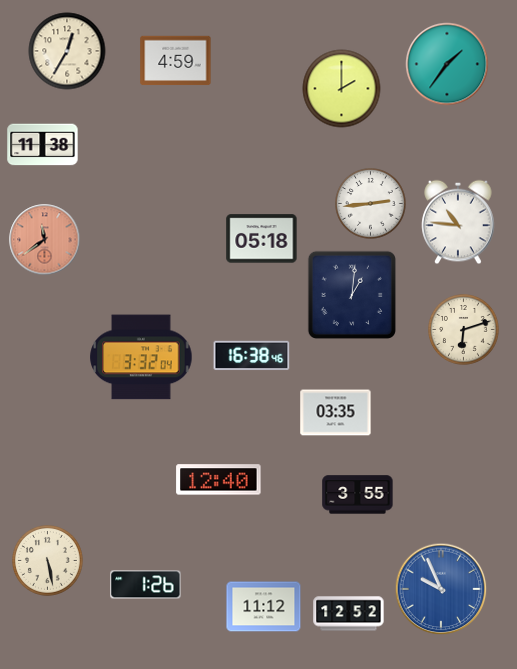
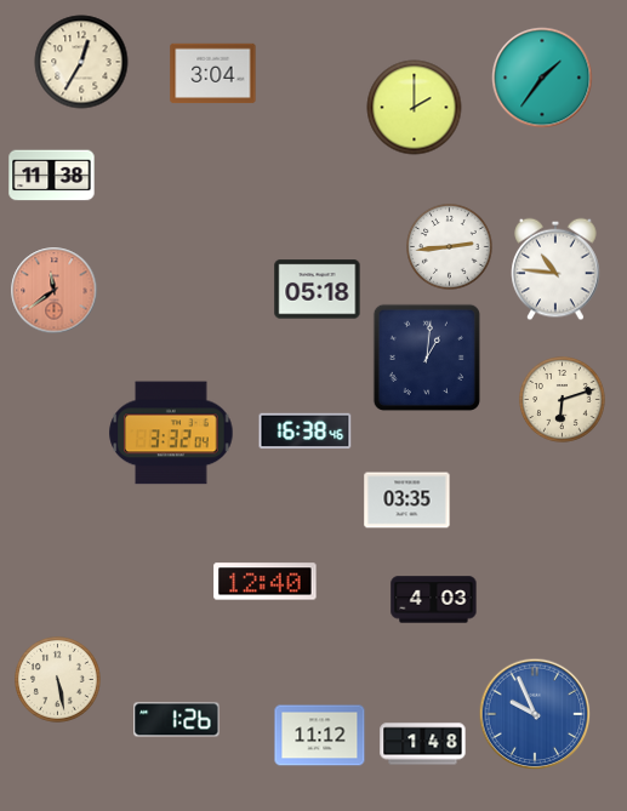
clock at (176, 61): 4:59 -> 3:04
clock at (358, 495): 3:55 -> 4:03
clock at (146, 585) position: (146, 585) -> (177, 720)
clock at (349, 614): 12:52 -> 1:48
